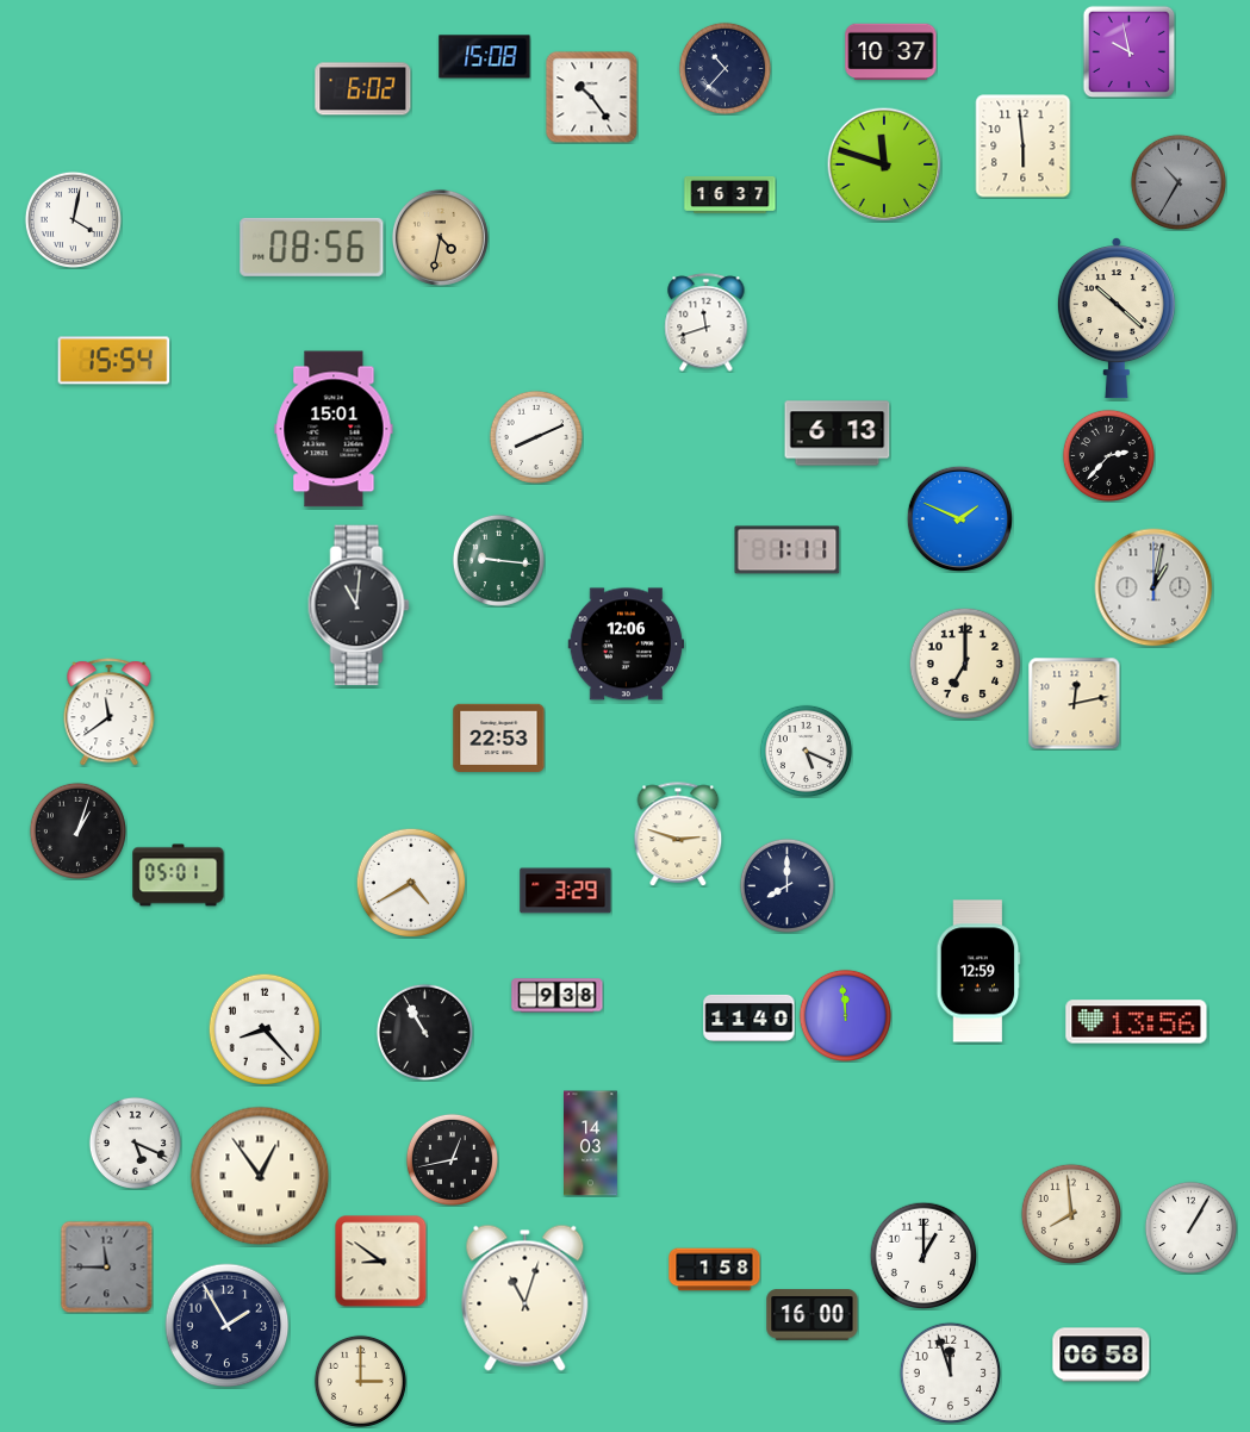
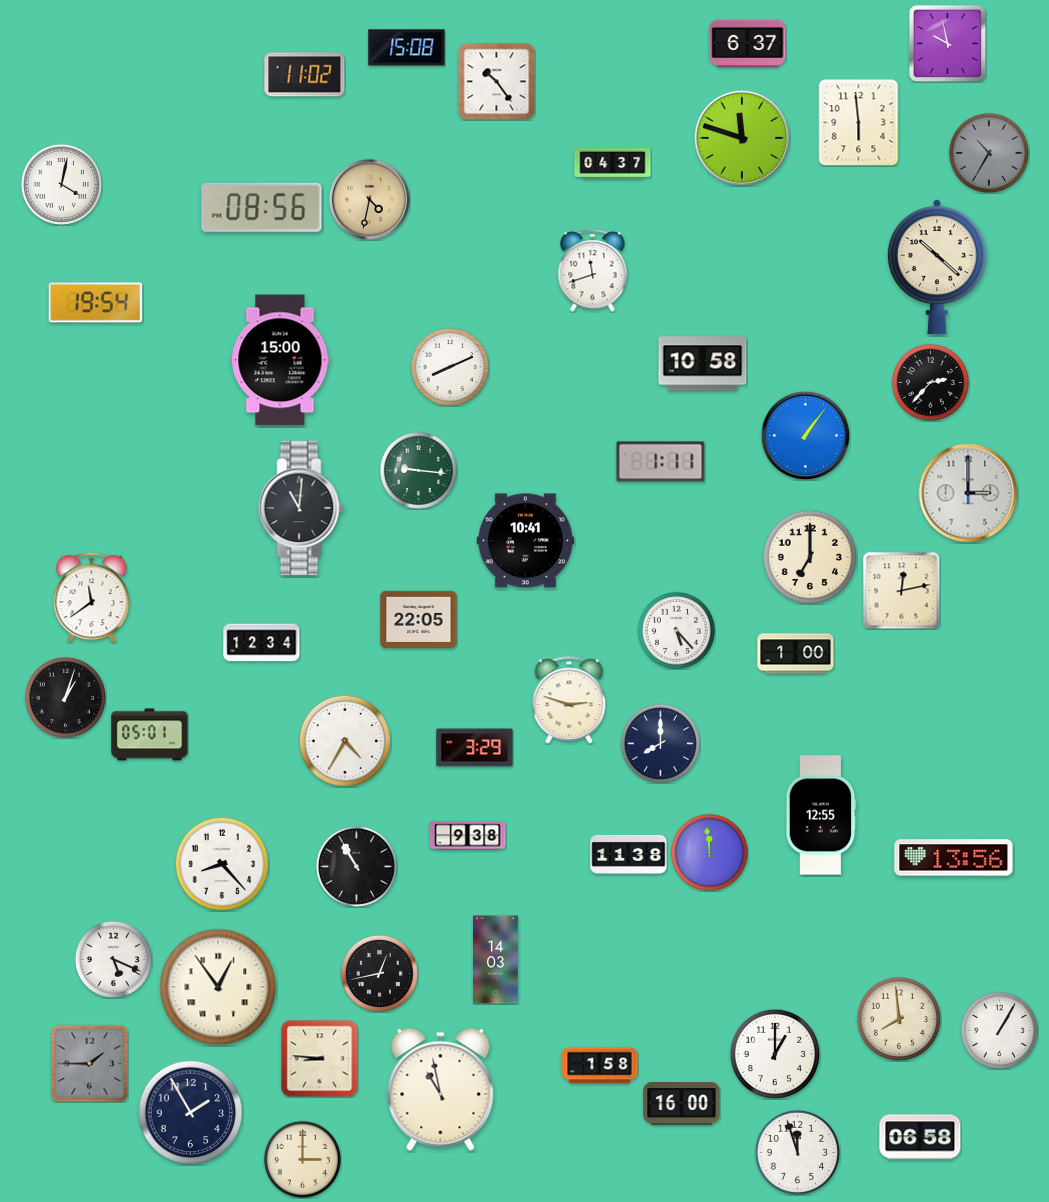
clock at (891, 52): 10:37 -> 6:37
clock at (724, 68): 10:37 -> none
clock at (363, 89): 6:02 -> 11:02
clock at (730, 194): 16:37 -> 04:37
clock at (114, 361): 15:54 -> 19:54
clock at (334, 429): 15:01 -> 15:00
clock at (838, 434): 6:13 -> 10:58
clock at (959, 518): 1:49 -> 1:06
clock at (1153, 587): 1:02 -> 3:00
clock at (627, 645): 12:06 -> 10:41
clock at (499, 737): 22:53 -> 22:05
clock at (806, 751): 5:19 -> 5:23
clock at (262, 643): none -> 12:34
clock at (796, 654): none -> 1:00
clock at (411, 883): 4:40 -> 4:35
clock at (978, 971): 12:59 -> 12:55
clock at (750, 1017): 11:40 -> 11:38
clock at (380, 1260): 8:51 -> 8:46
clock at (106, 1266): 11:45 -> 1:45
clock at (526, 1297): 11:03 -> 10:58
clock at (1101, 1355) position: (1101, 1355) -> (920, 1137)
